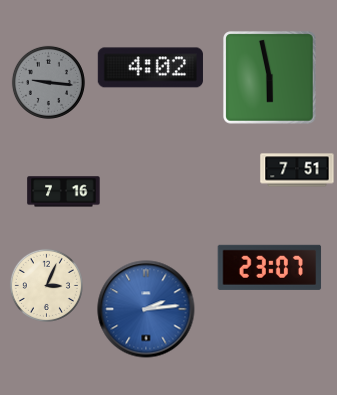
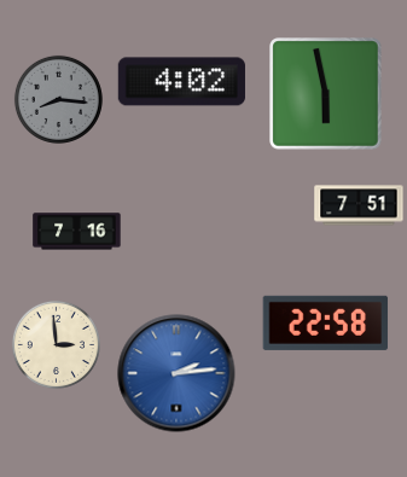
clock at (48, 82): 9:16 -> 8:16
clock at (270, 267): 23:07 -> 22:58
clock at (46, 285): 3:04 -> 2:59
